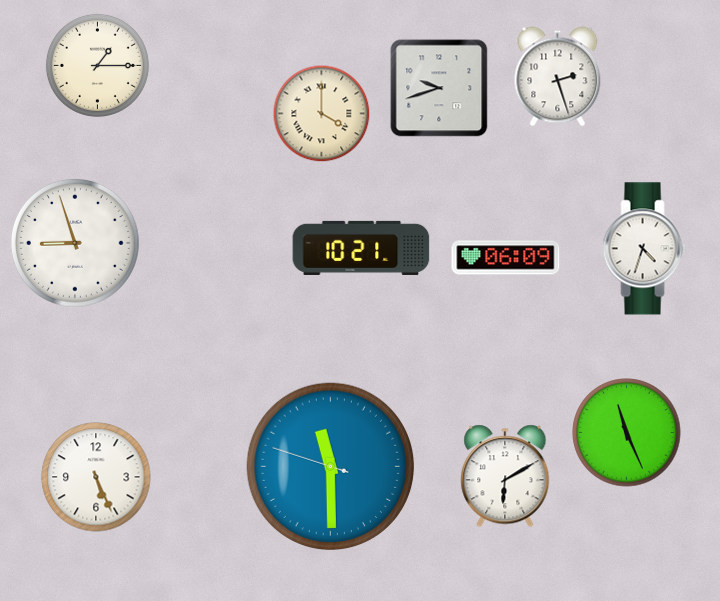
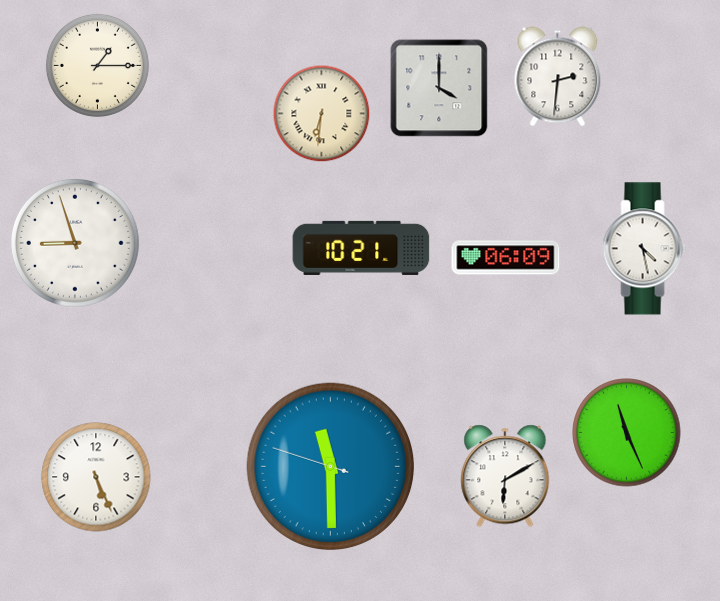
clock at (558, 77): 2:27 -> 2:31
clock at (439, 88): 9:42 -> 4:00
clock at (322, 114): 4:00 -> 6:31
clock at (645, 249): 4:33 -> 4:28
